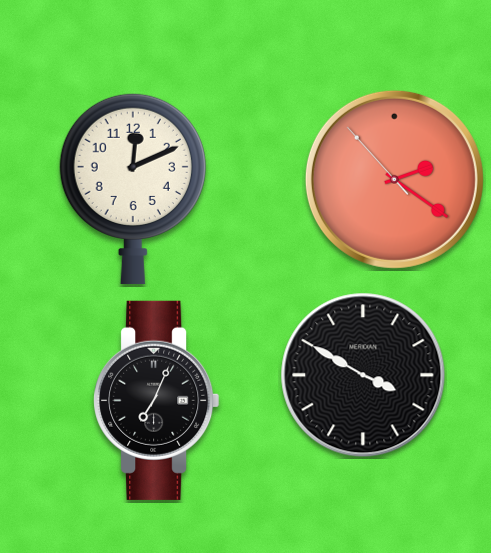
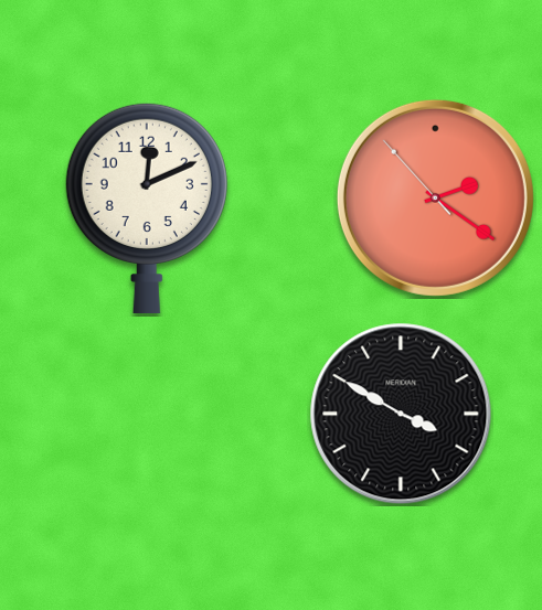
clock at (157, 400): 7:04 -> none
